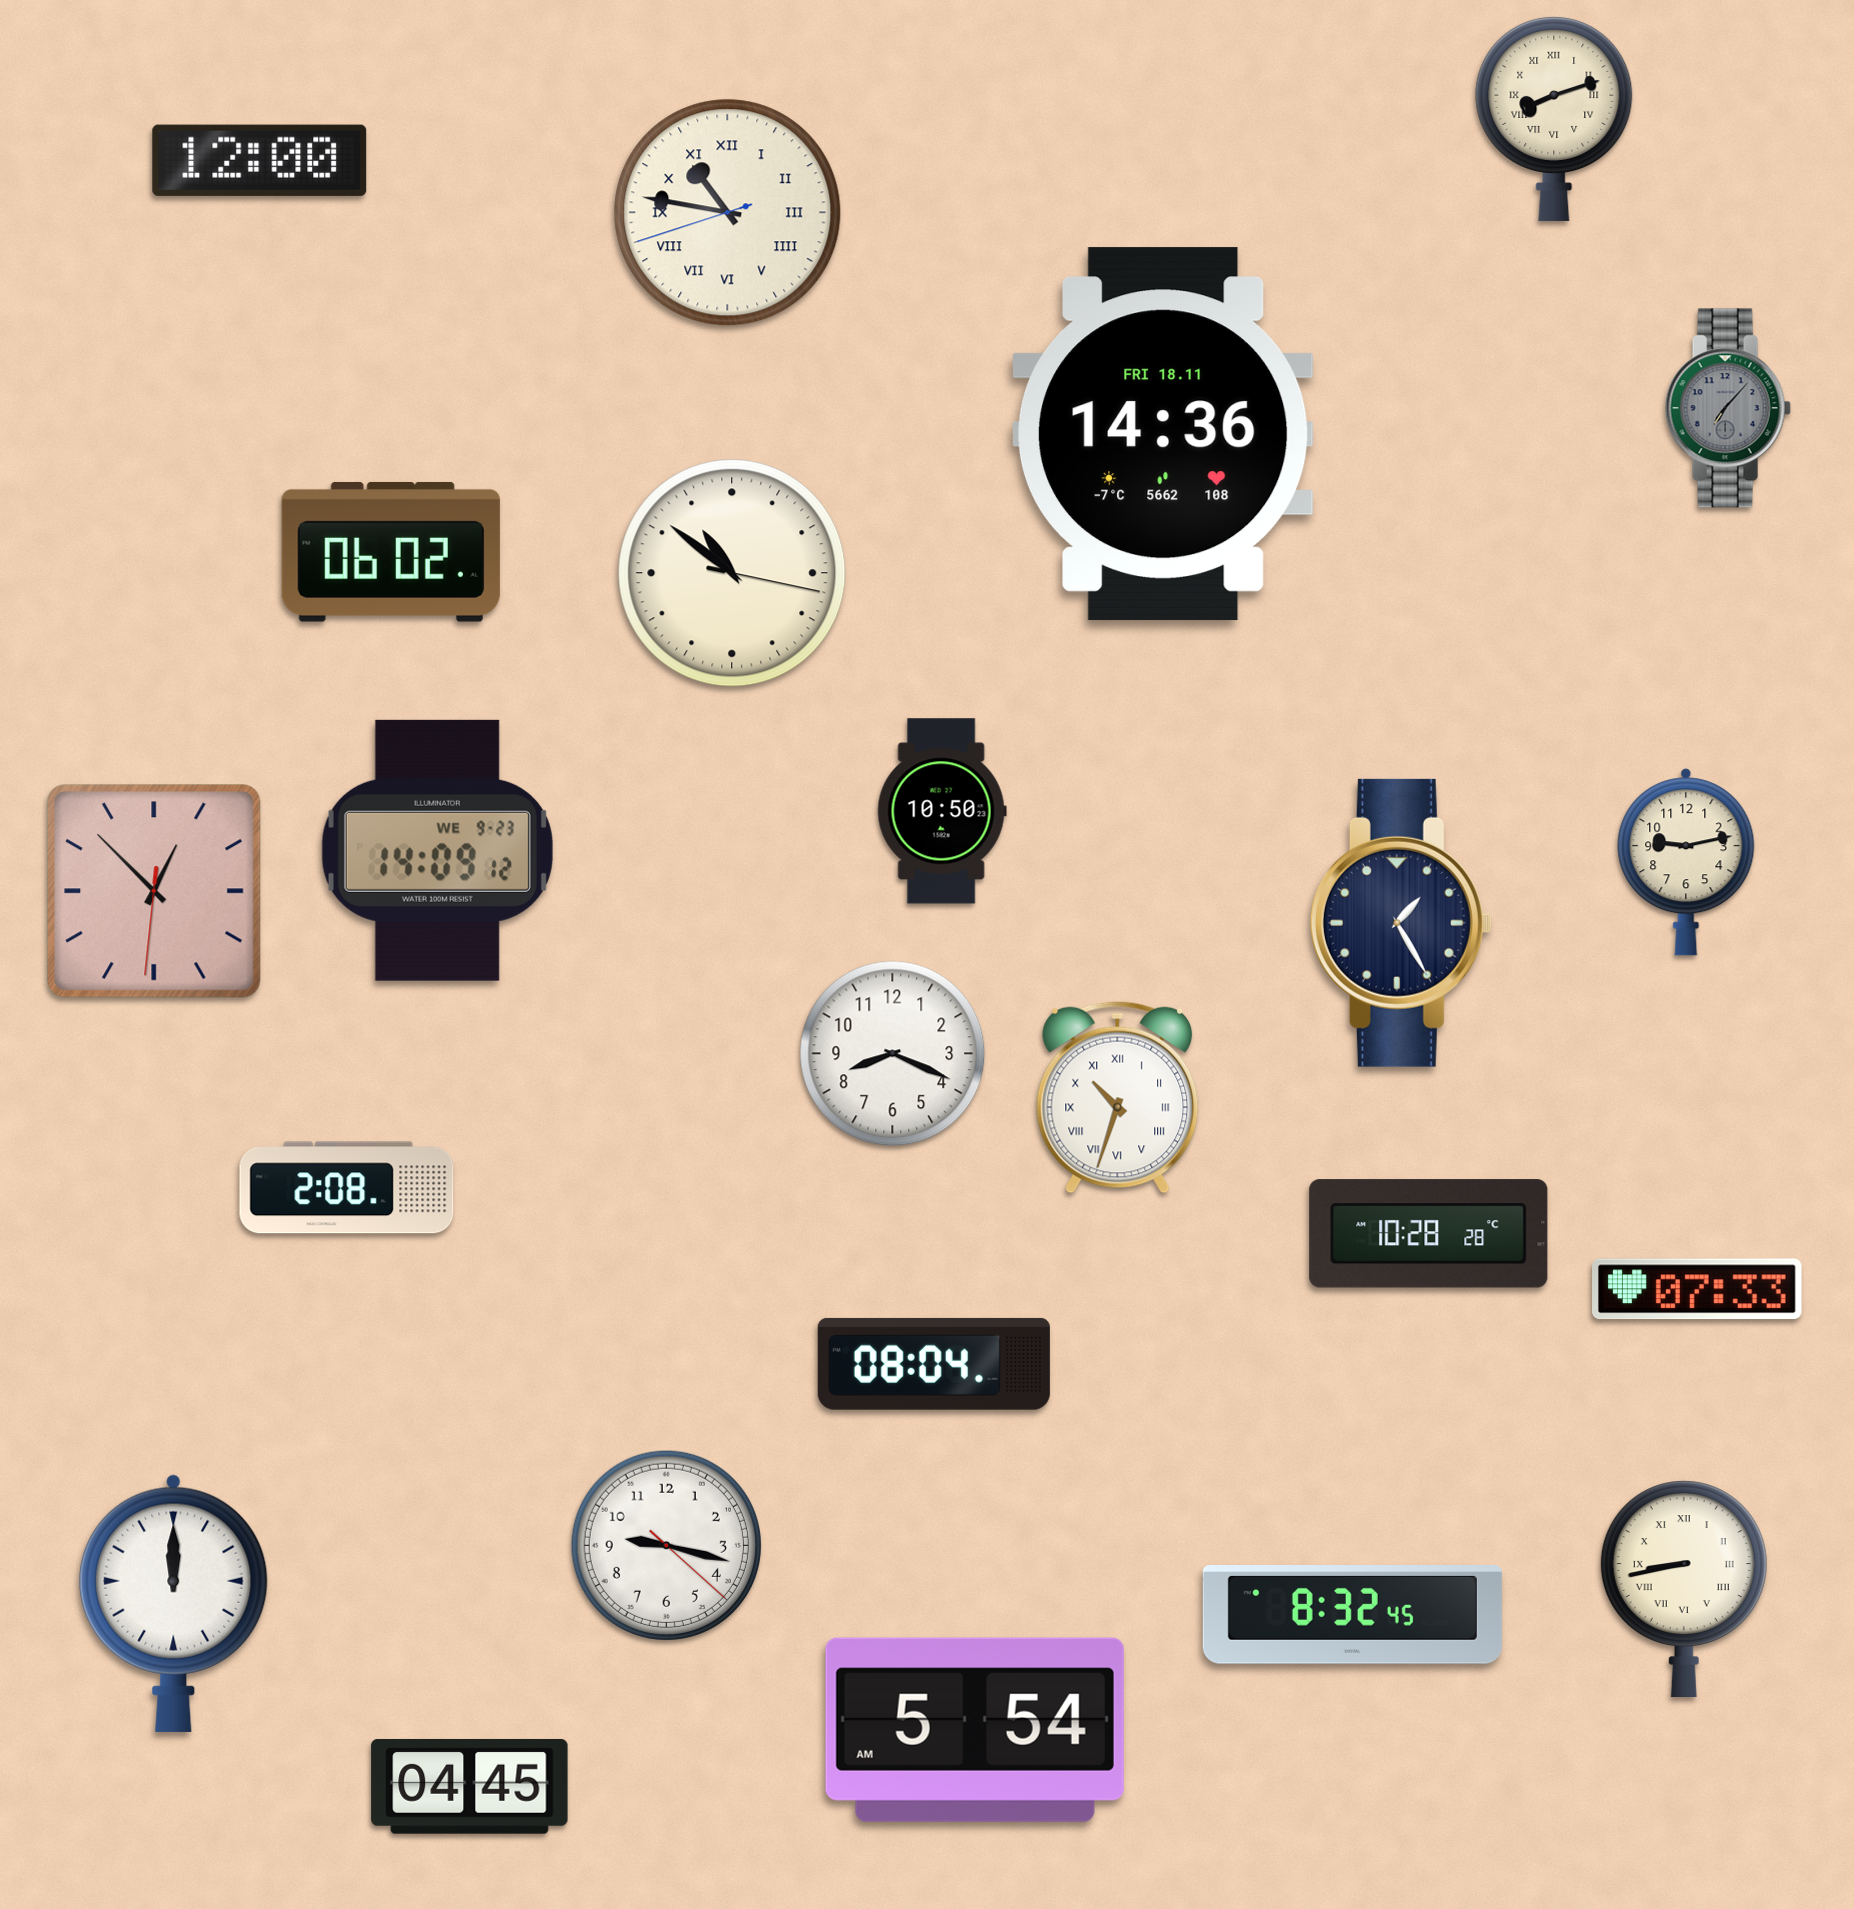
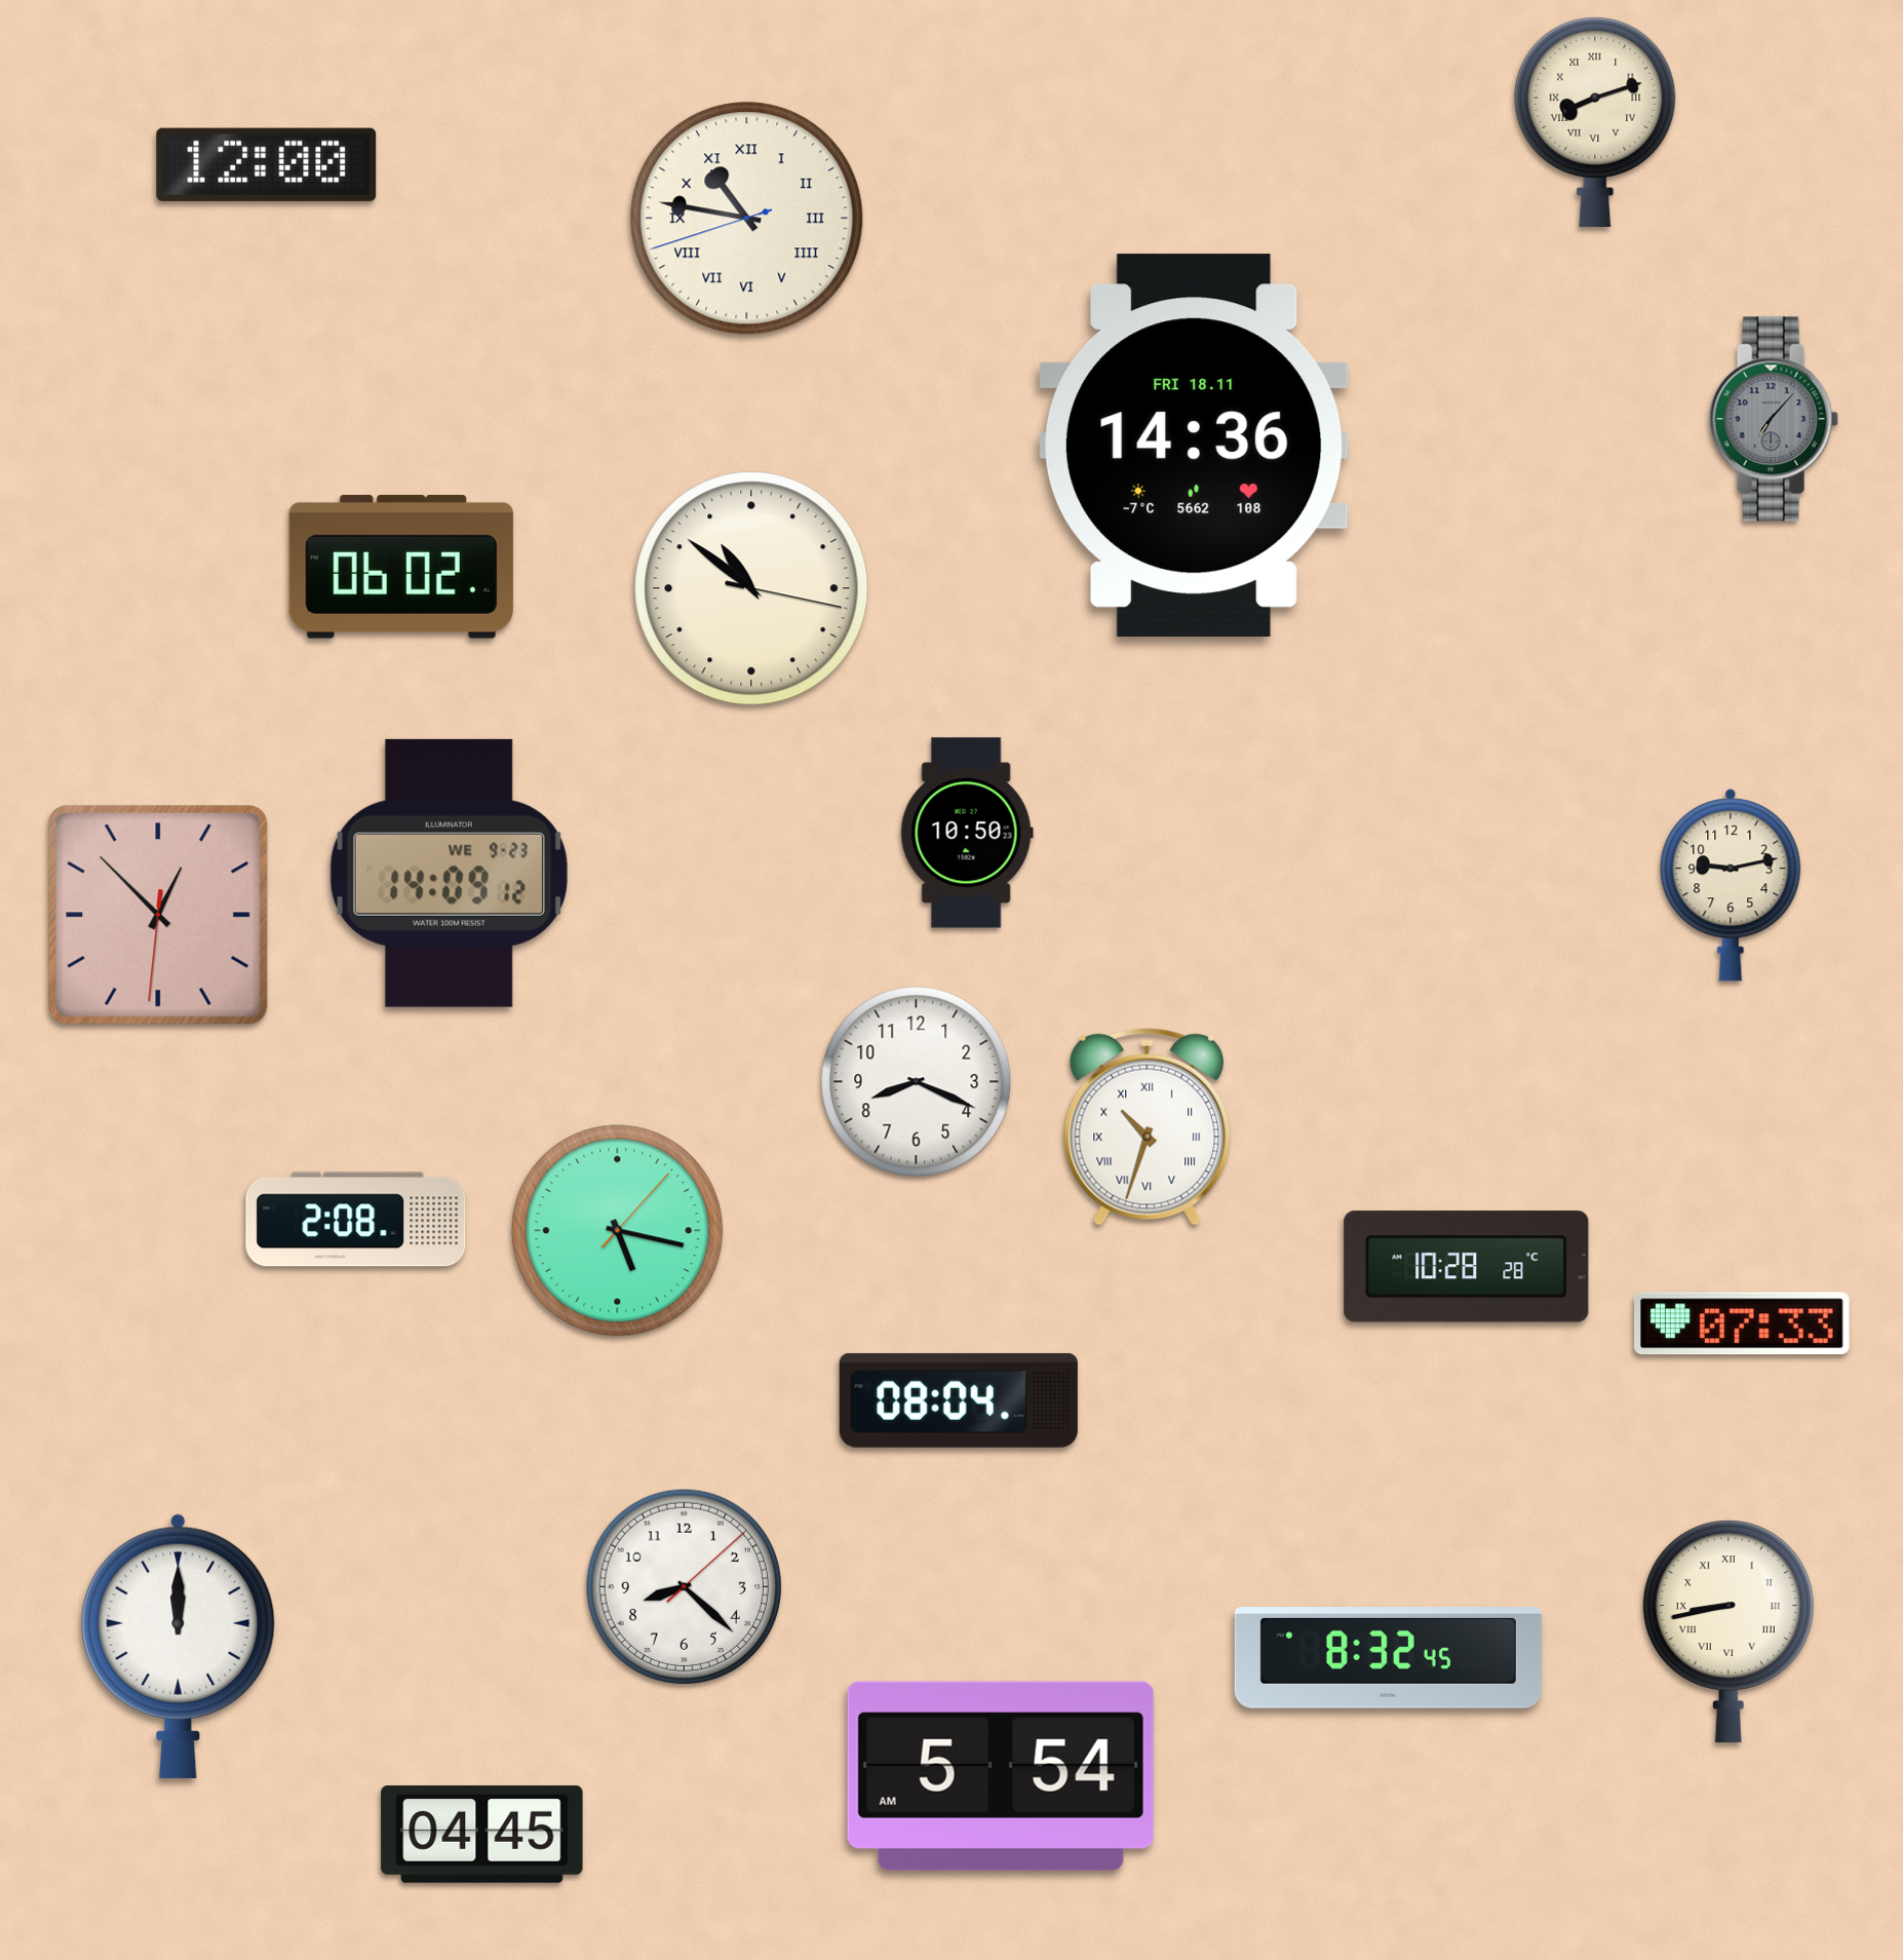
clock at (1401, 923): 1:25 -> none
clock at (618, 1231): none -> 5:17
clock at (666, 1545): 9:17 -> 8:22
